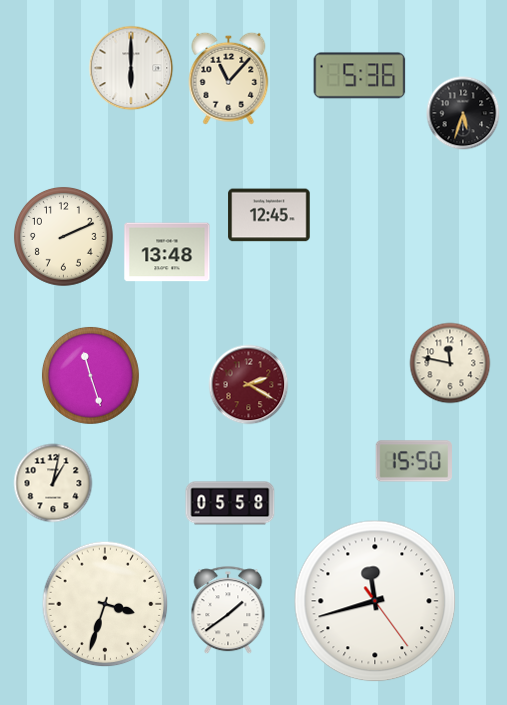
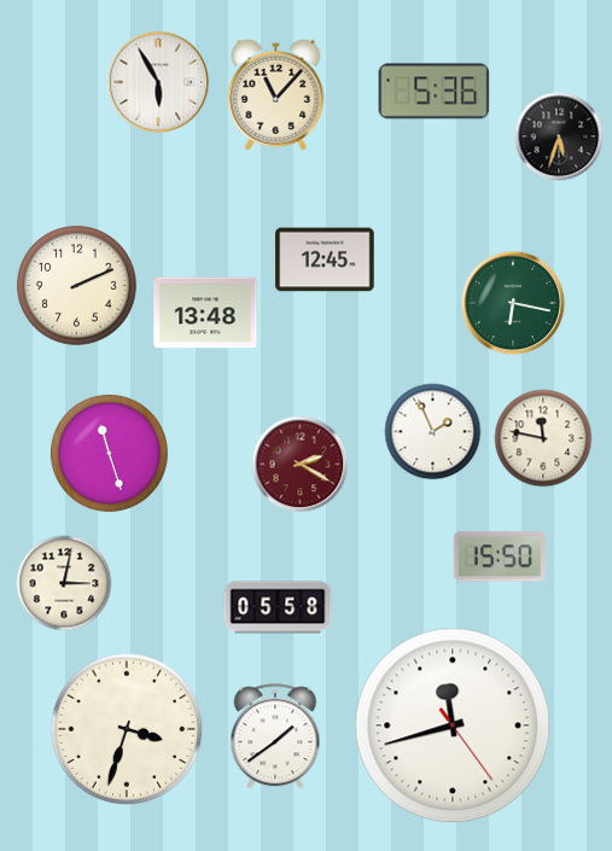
clock at (131, 68): 6:00 -> 5:55
clock at (513, 303): none -> 6:17
clock at (167, 252) position: (167, 252) -> (205, 313)
clock at (433, 432): none -> 1:56
clock at (53, 483): 1:02 -> 3:02
